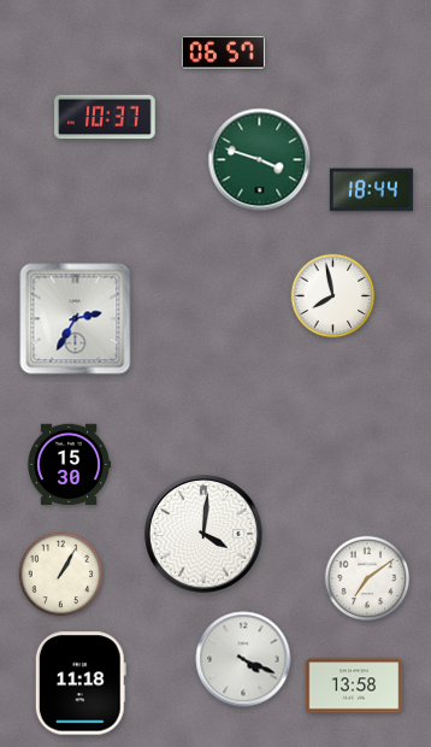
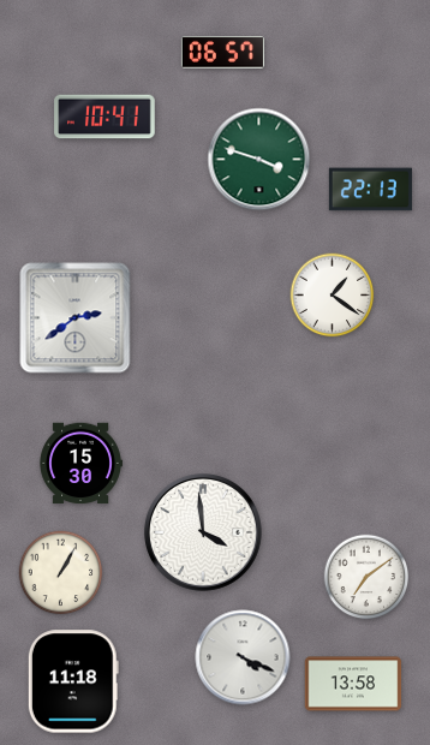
clock at (105, 117): 10:37 -> 10:41
clock at (371, 190): 18:44 -> 22:13
clock at (333, 296): 7:58 -> 1:21
clock at (76, 319): 2:35 -> 2:39
clock at (69, 465) position: (69, 465) -> (80, 464)
clock at (203, 534): 4:01 -> 3:59
clock at (81, 683) position: (81, 683) -> (73, 681)
